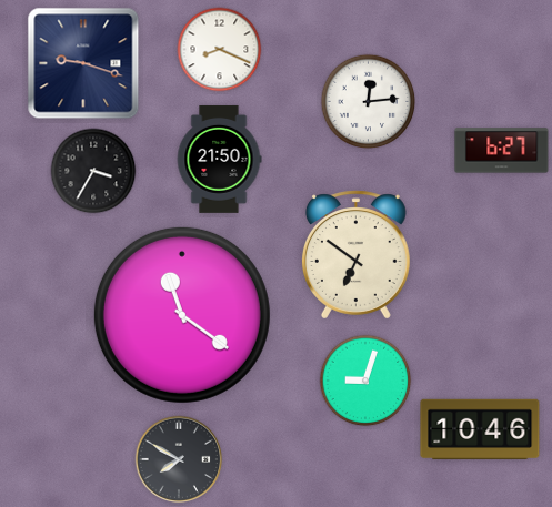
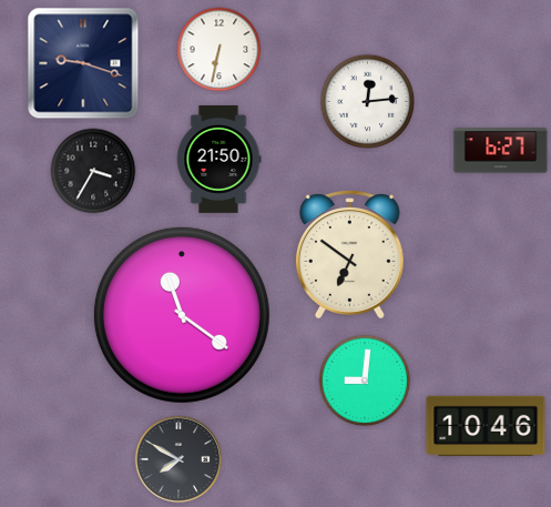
clock at (220, 50): 8:19 -> 6:32
clock at (355, 255) position: (355, 255) -> (349, 255)
clock at (365, 381): 9:03 -> 9:01
clock at (480, 429) position: (480, 429) -> (486, 426)
